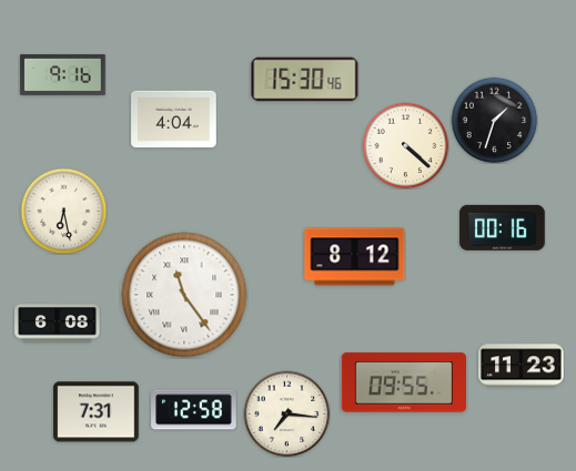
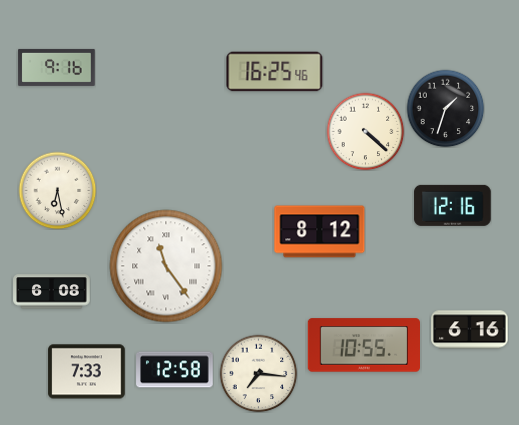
clock at (305, 80): 15:30 -> 16:25
clock at (174, 120): 4:04 -> none
clock at (503, 227): 00:16 -> 12:16
clock at (522, 366): 11:23 -> 6:16
clock at (403, 382): 09:55 -> 10:55
clock at (97, 412): 7:31 -> 7:33
